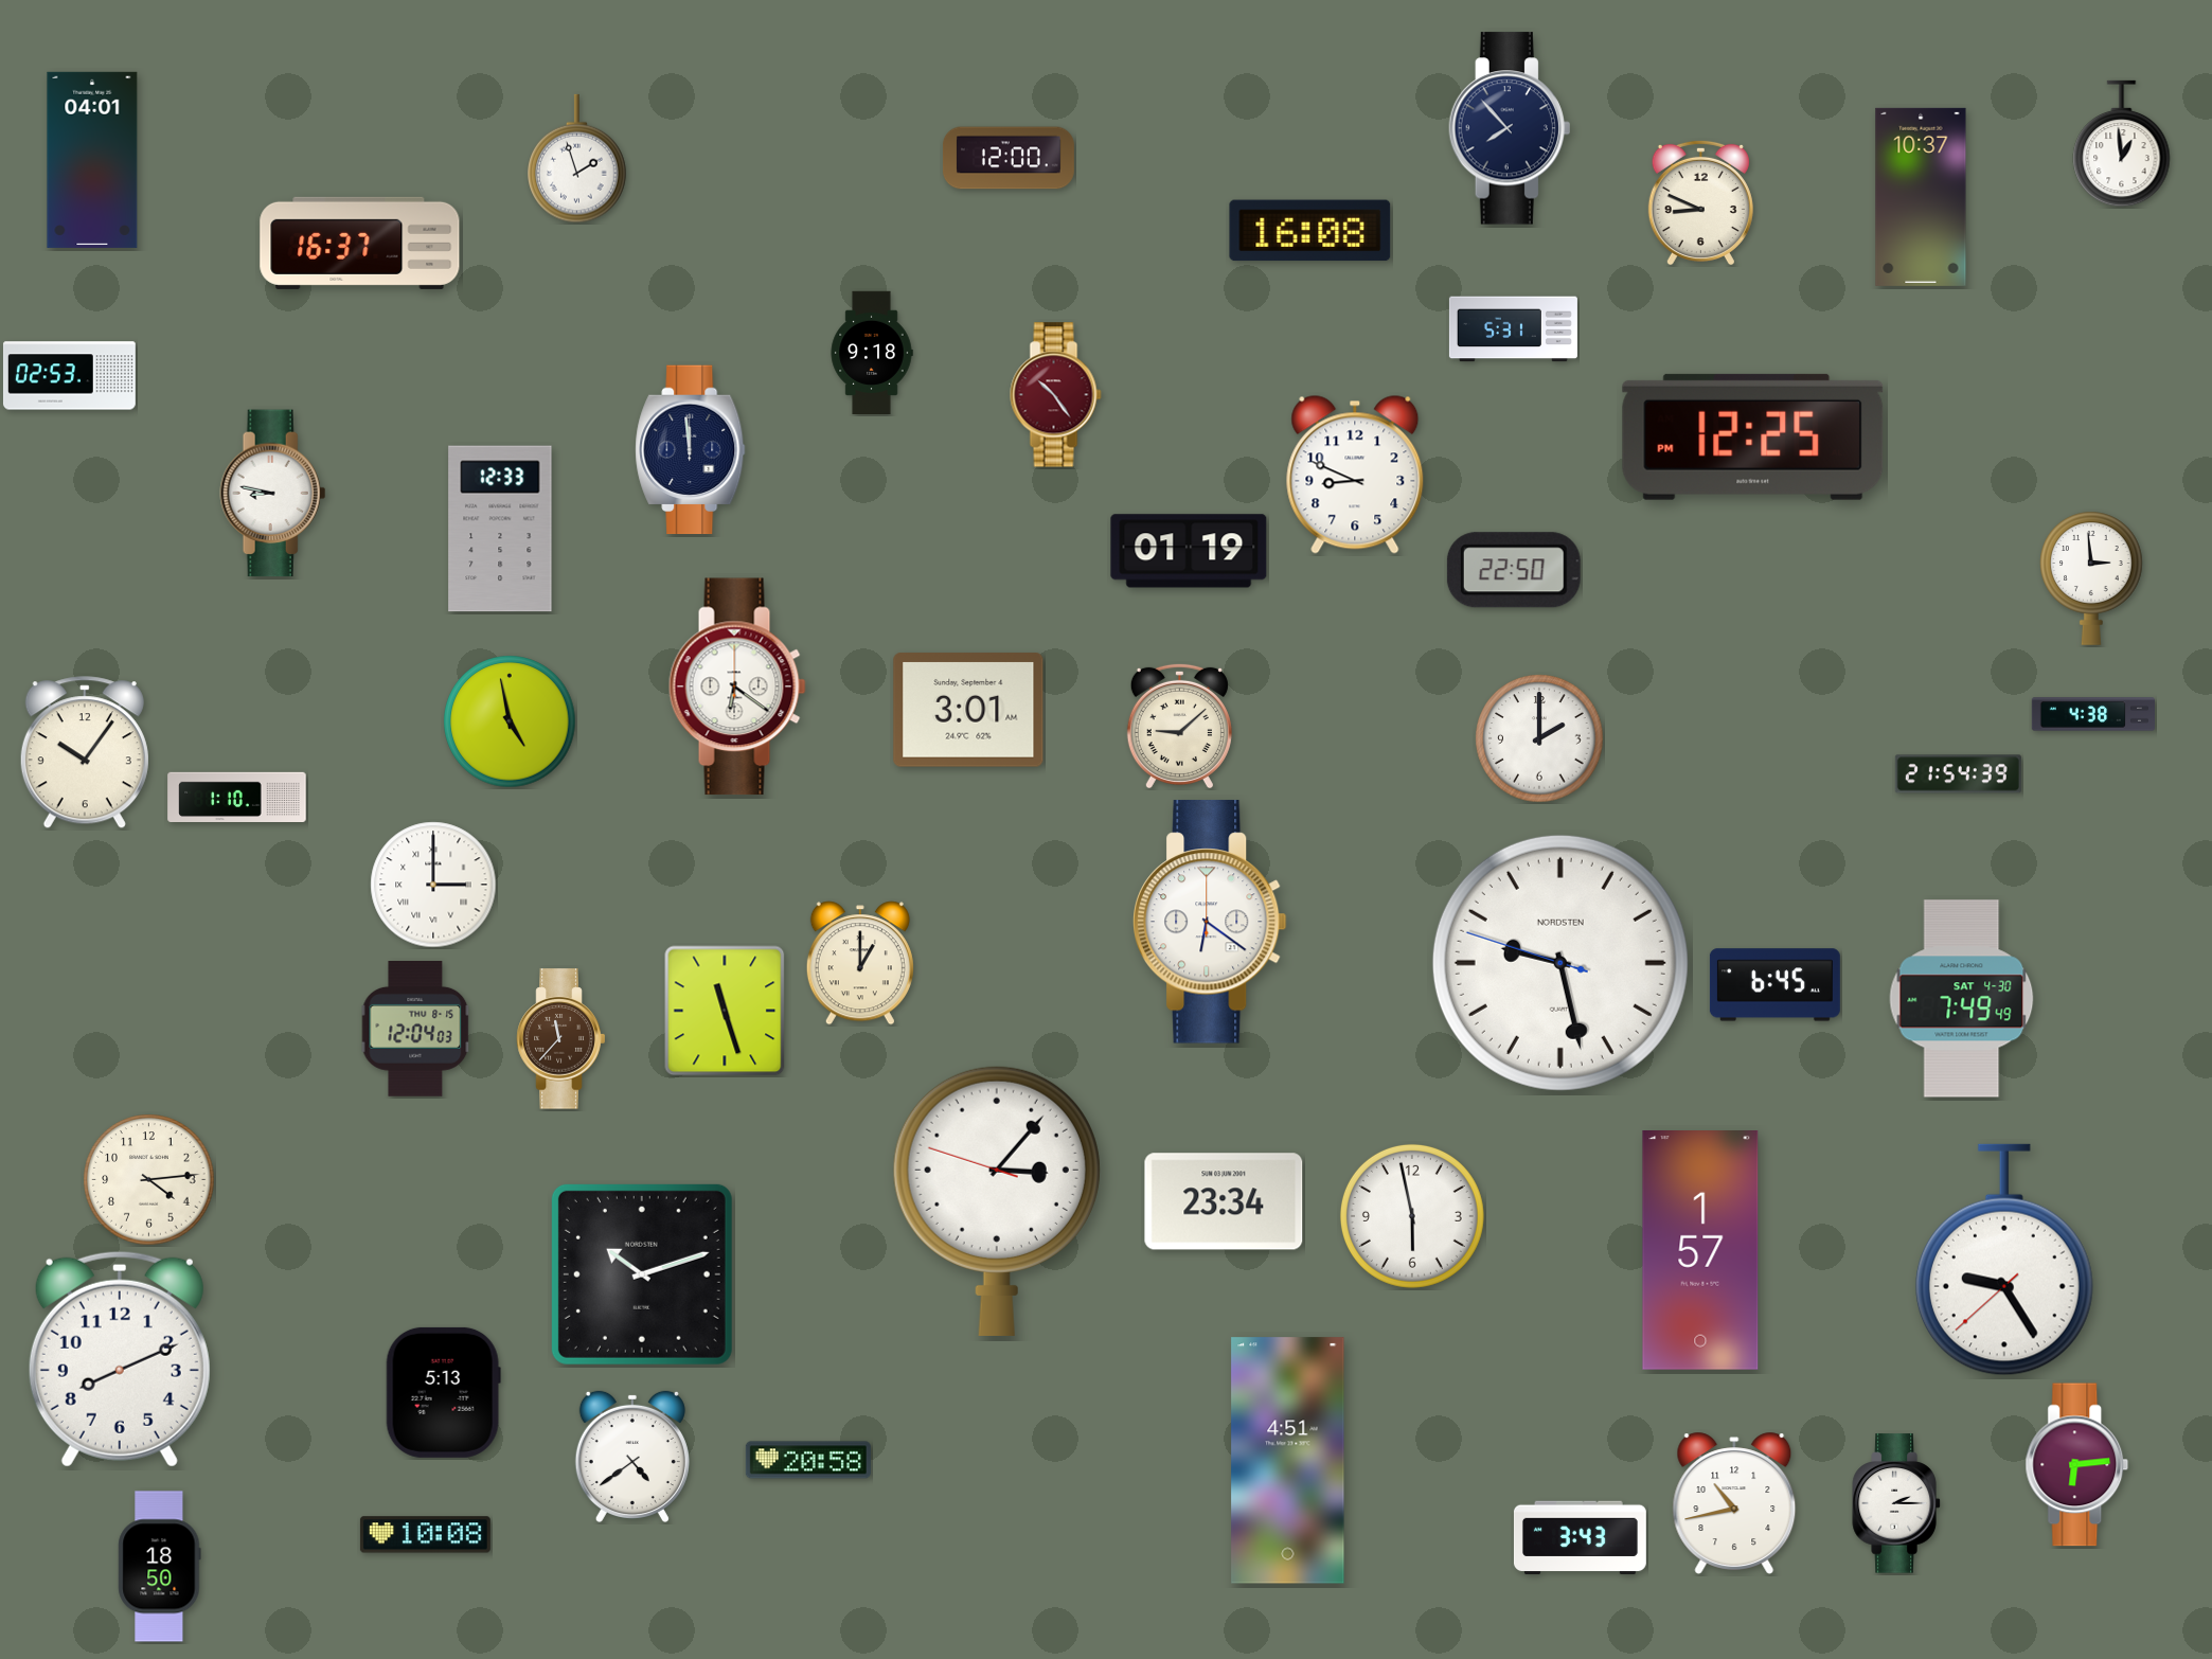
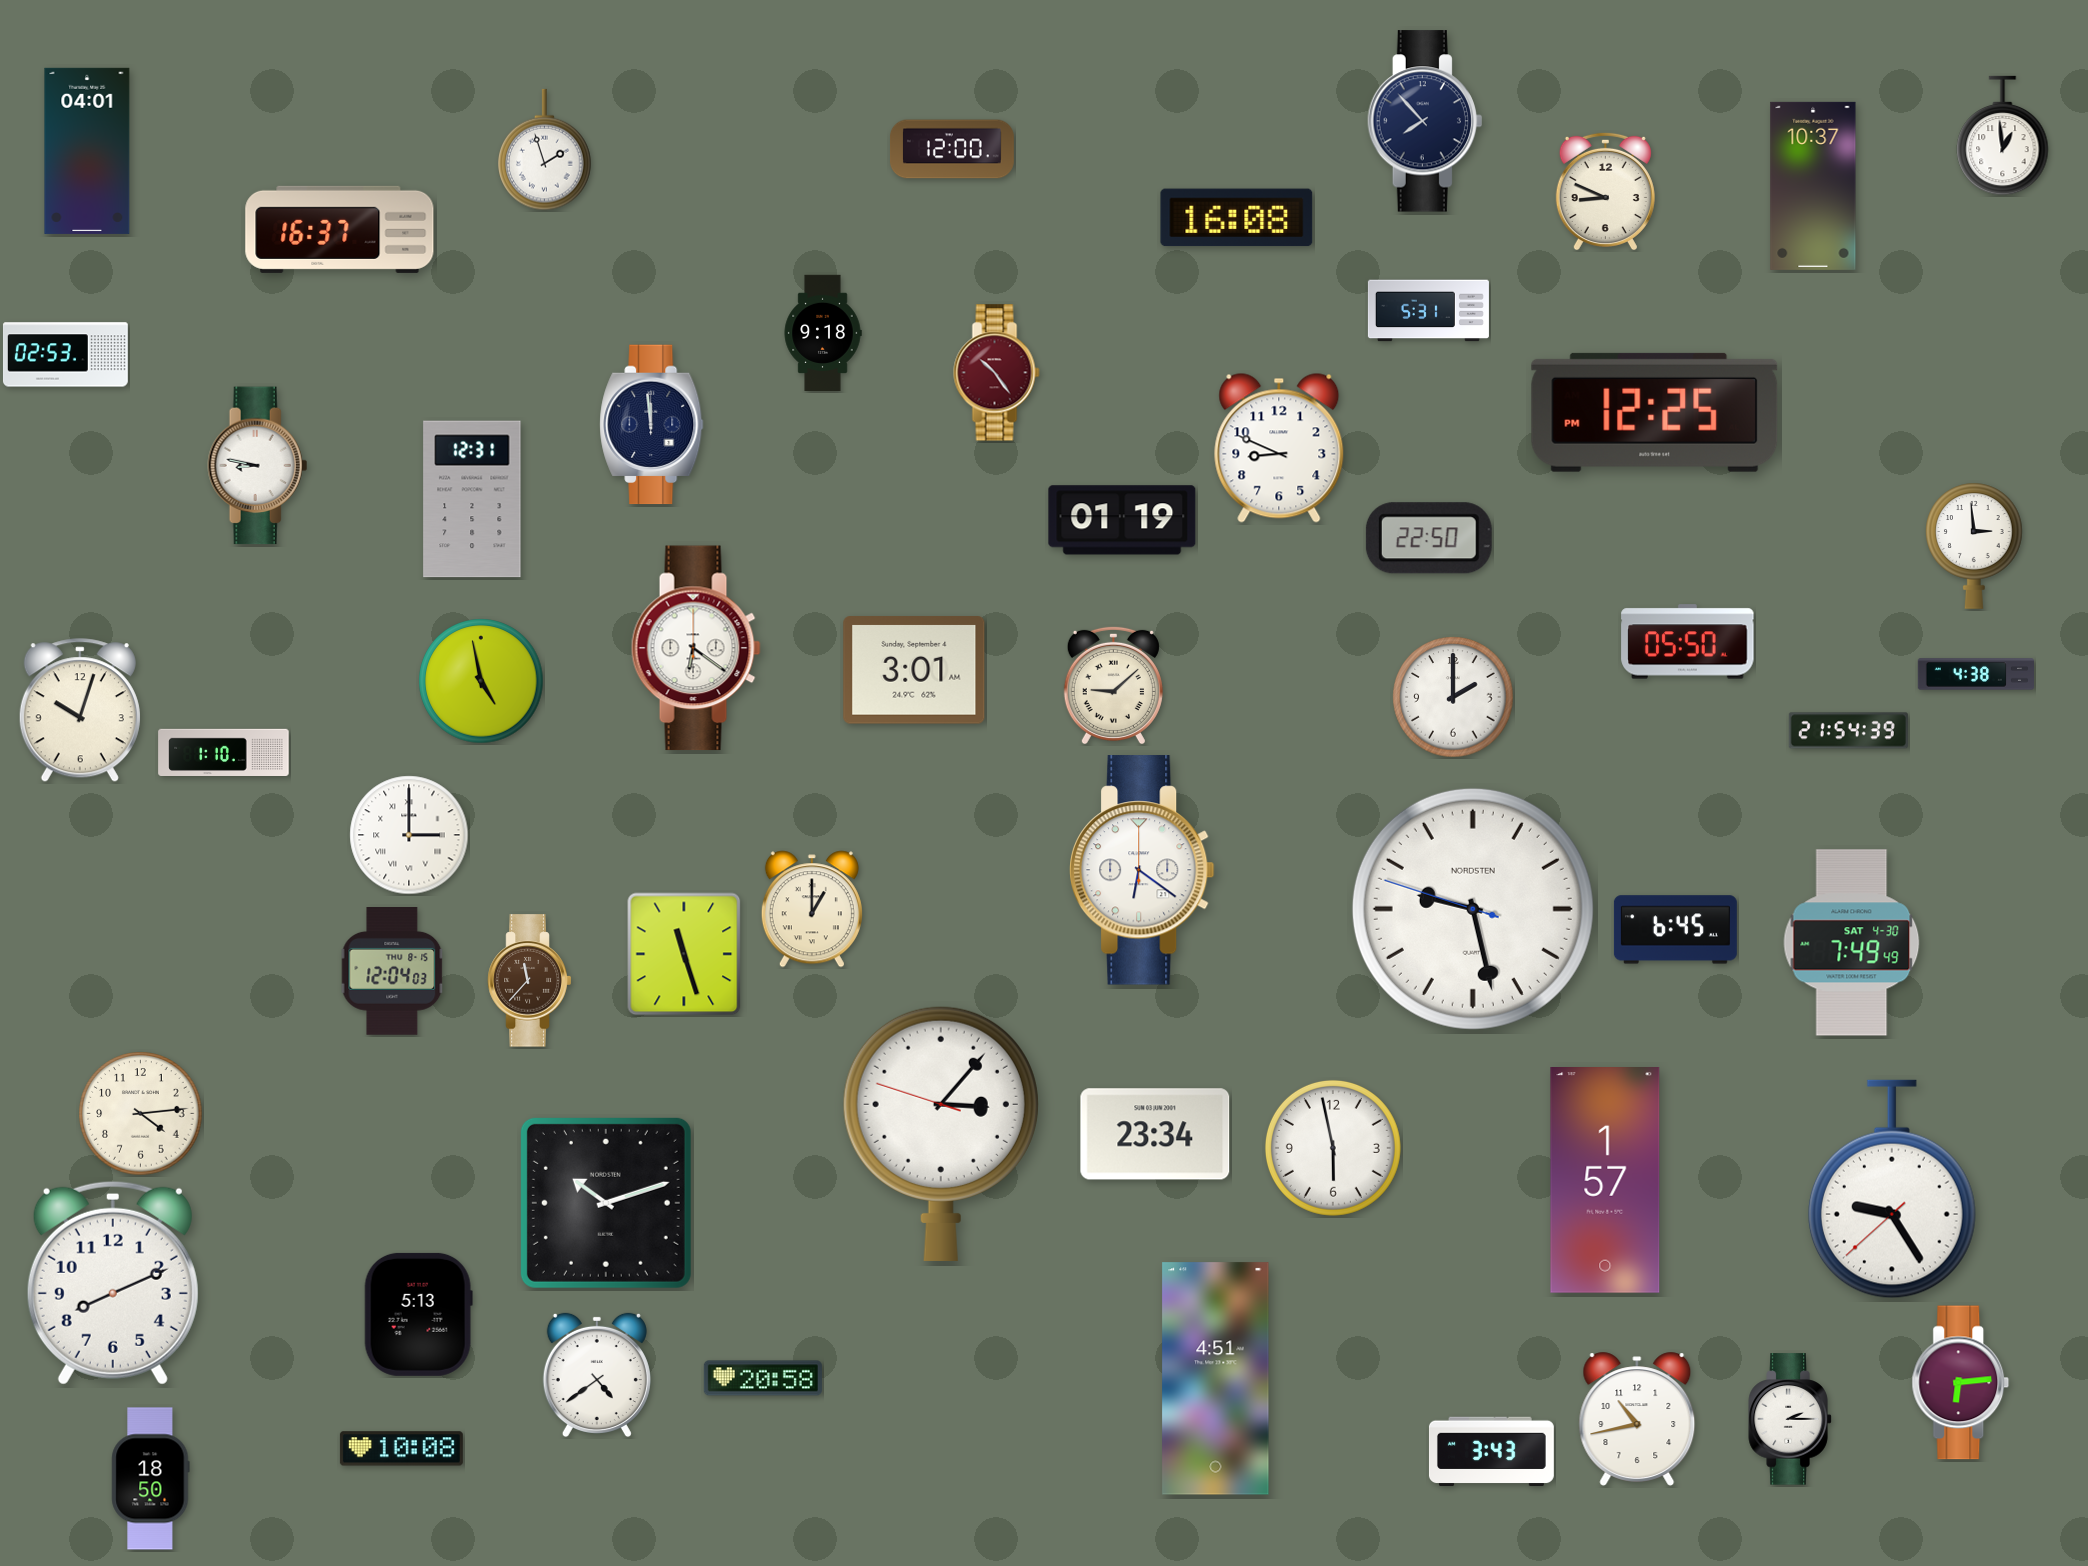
clock at (500, 529): 12:33 -> 12:31
clock at (1688, 642): none -> 05:50
clock at (85, 753): 10:06 -> 10:03
